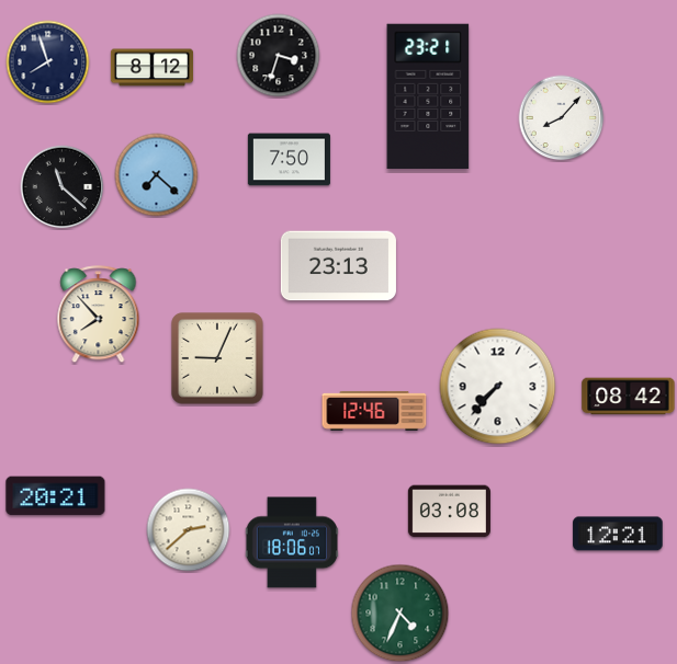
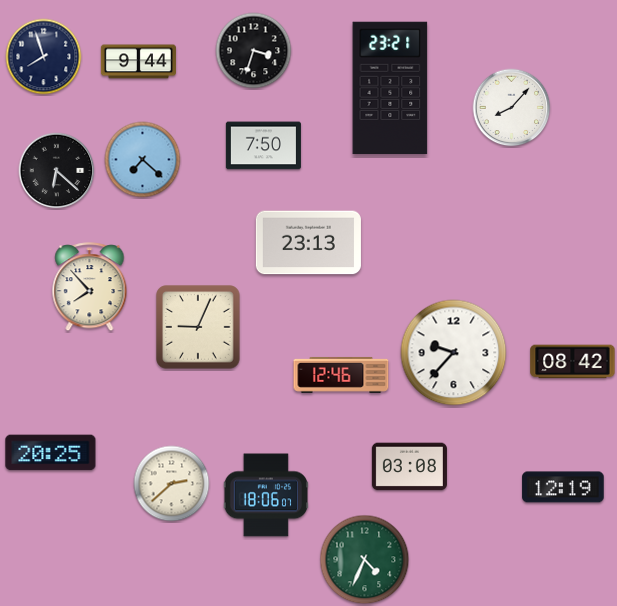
clock at (151, 68): 8:12 -> 9:44
clock at (63, 187): 11:22 -> 6:22
clock at (498, 387): 7:37 -> 9:37
clock at (56, 496): 20:21 -> 20:25
clock at (618, 534): 12:21 -> 12:19
